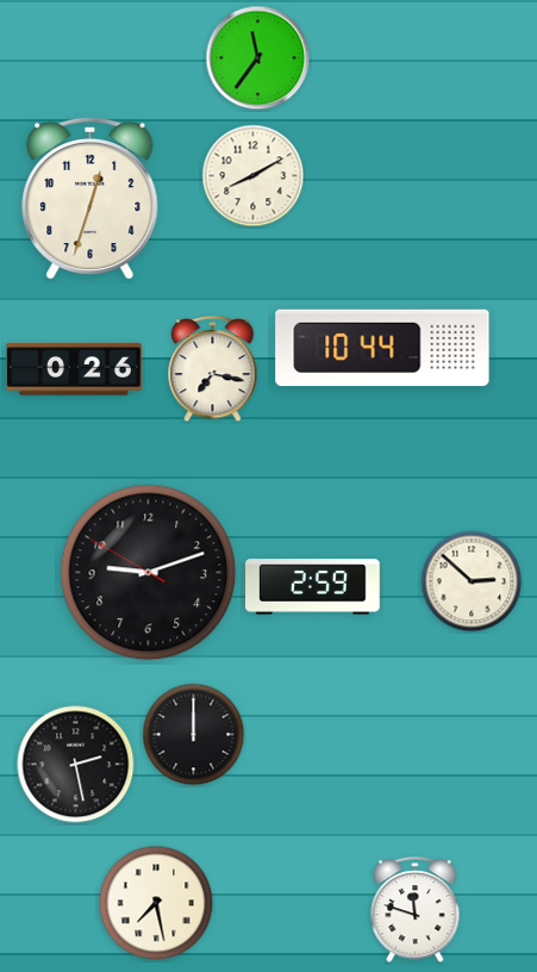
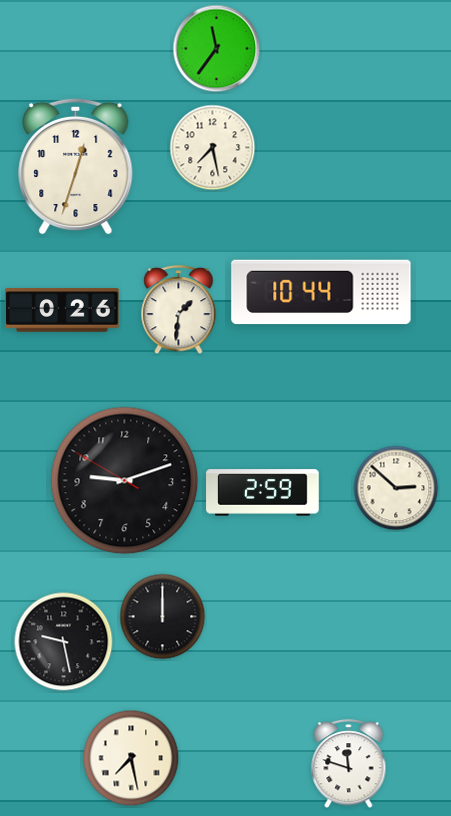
clock at (254, 176): 8:10 -> 7:28
clock at (213, 369): 7:17 -> 1:31
clock at (76, 765): 2:28 -> 9:28
